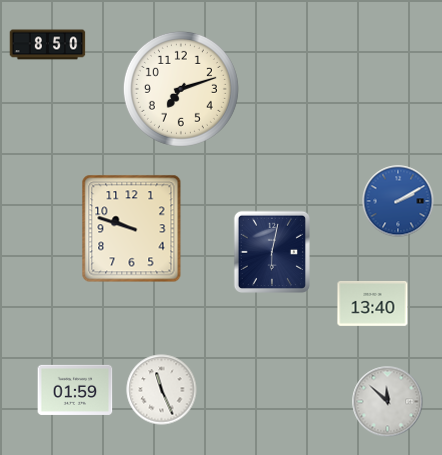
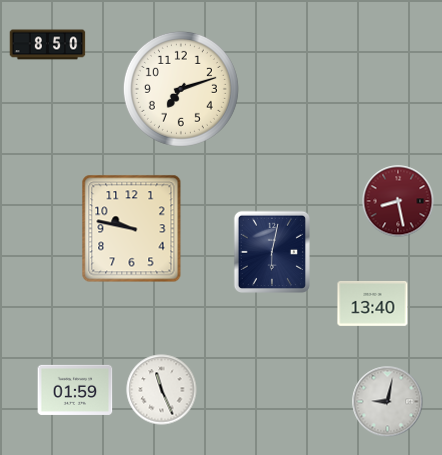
clock at (398, 201): 2:10 -> 8:28
clock at (398, 201) dial: blue -> burgundy
clock at (132, 229): 9:48 -> 9:47
clock at (388, 402): 11:52 -> 9:02
